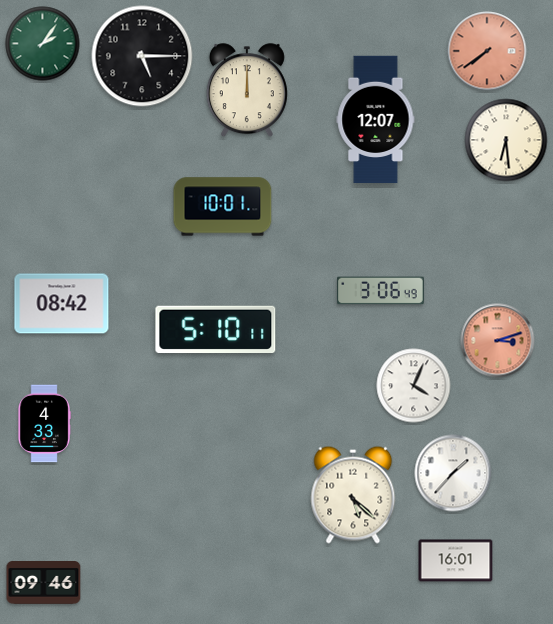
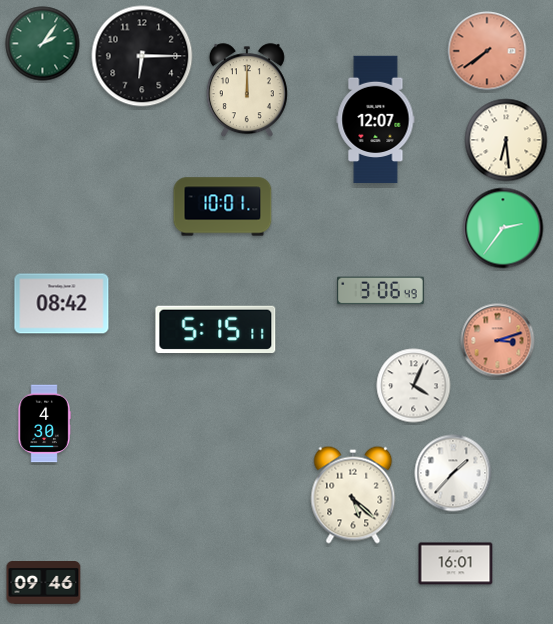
clock at (142, 56): 5:15 -> 6:15
clock at (503, 228): none -> 2:36
clock at (216, 329): 5:10 -> 5:15
clock at (44, 424): 4:33 -> 4:30
clock at (456, 561) position: (456, 561) -> (456, 564)
